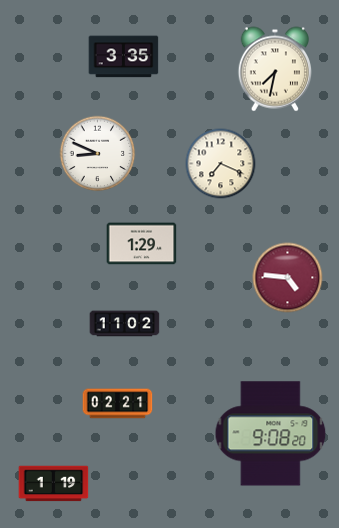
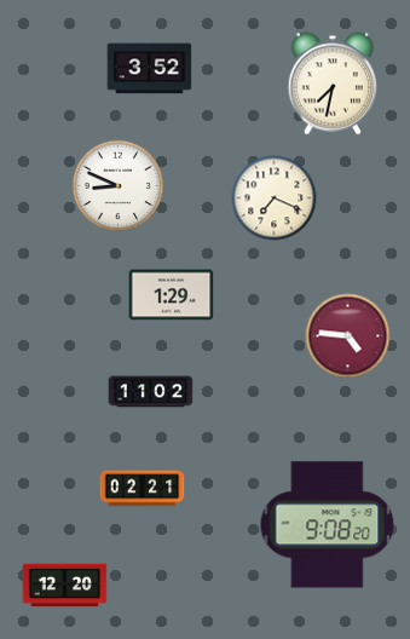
clock at (124, 57): 3:35 -> 3:52
clock at (221, 164) position: (221, 164) -> (275, 198)
clock at (54, 484): 1:19 -> 12:20
